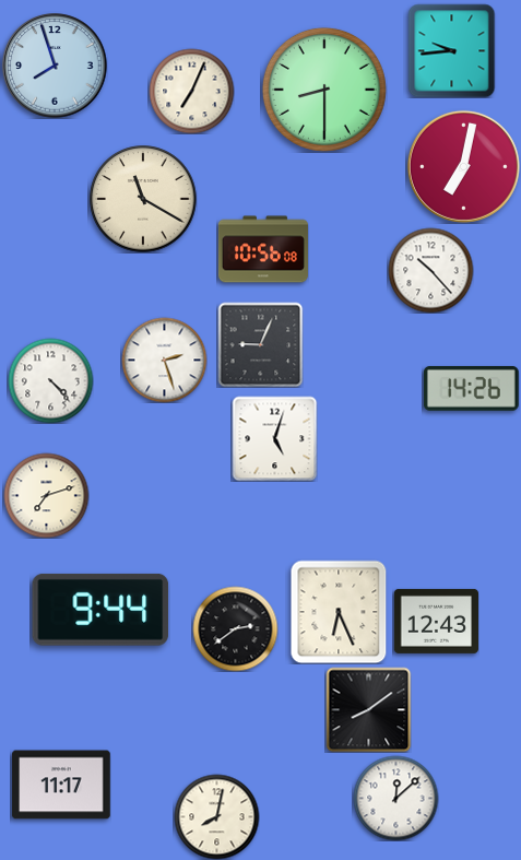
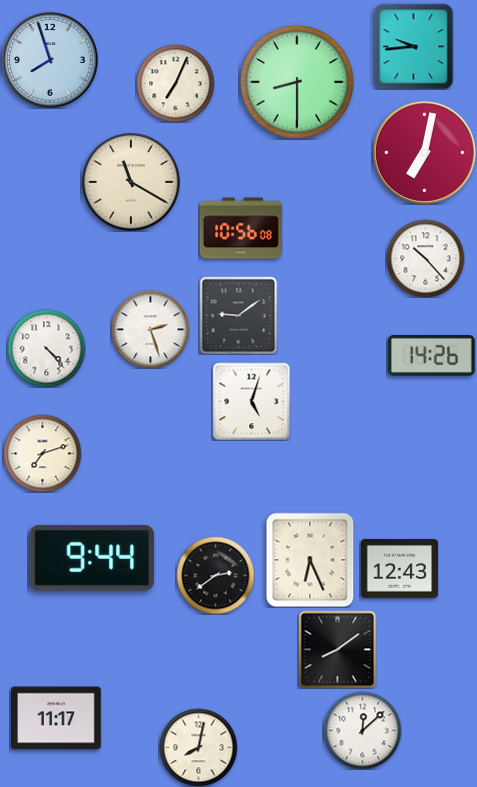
clock at (430, 270) position: (430, 270) -> (425, 258)
clock at (260, 344): 9:04 -> 9:09
